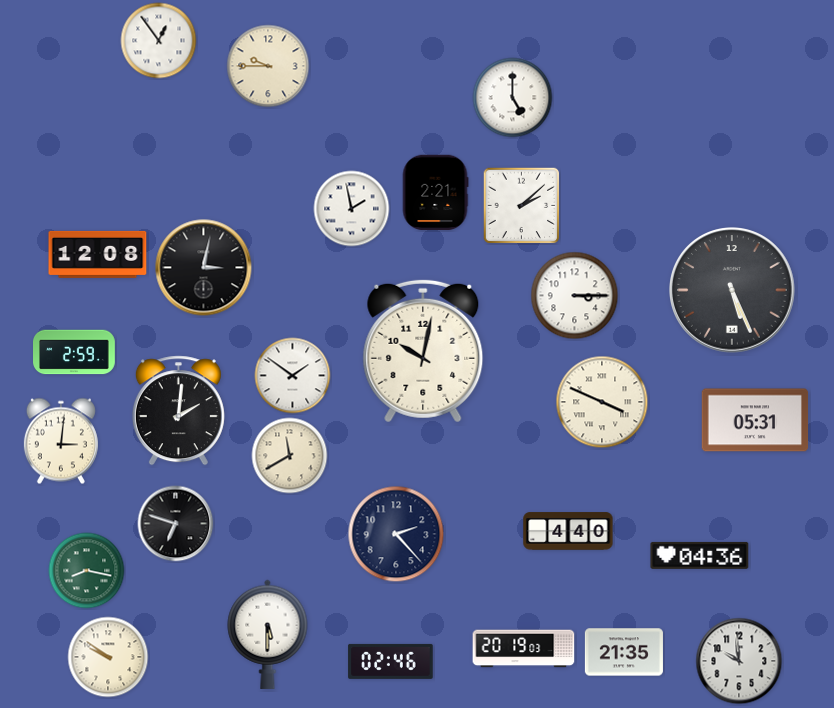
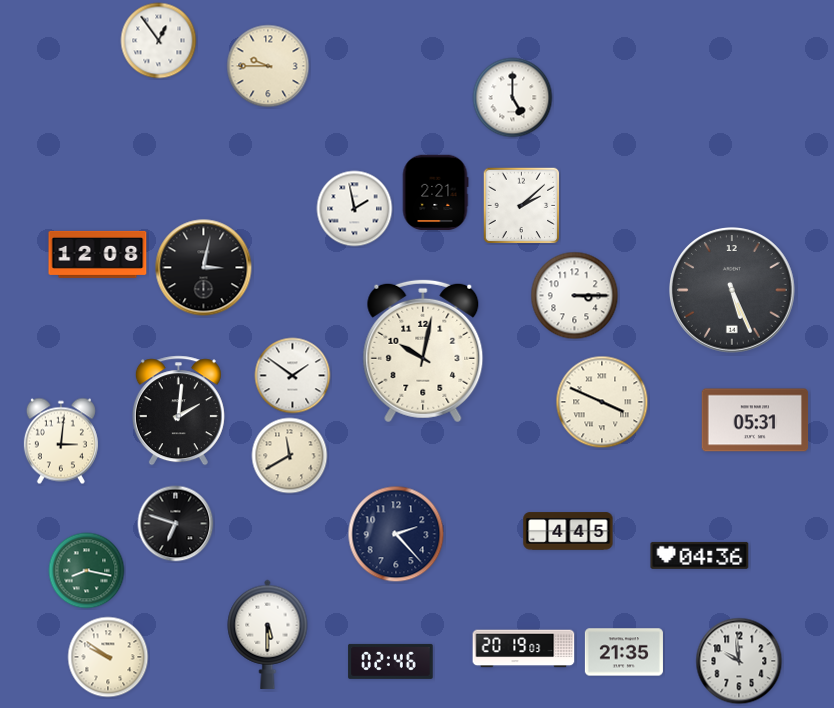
clock at (352, 209) position: (352, 209) -> (355, 209)
clock at (75, 352): 2:59 -> none
clock at (568, 531): 4:40 -> 4:45
